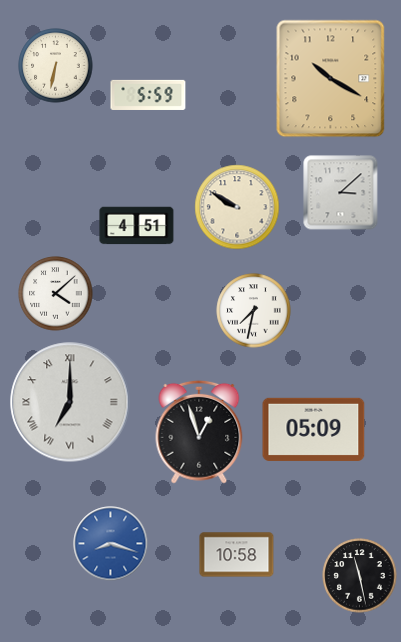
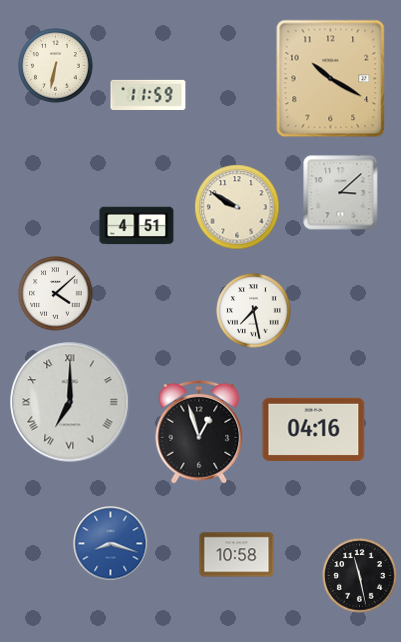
clock at (148, 95): 5:59 -> 11:59
clock at (254, 311): 7:32 -> 7:28
clock at (314, 429): 05:09 -> 04:16
